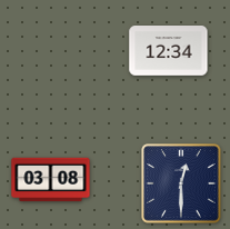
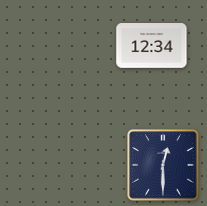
clock at (51, 180): 03:08 -> none
